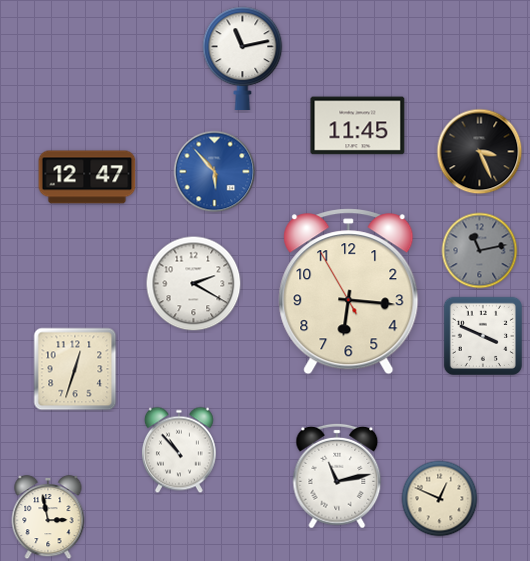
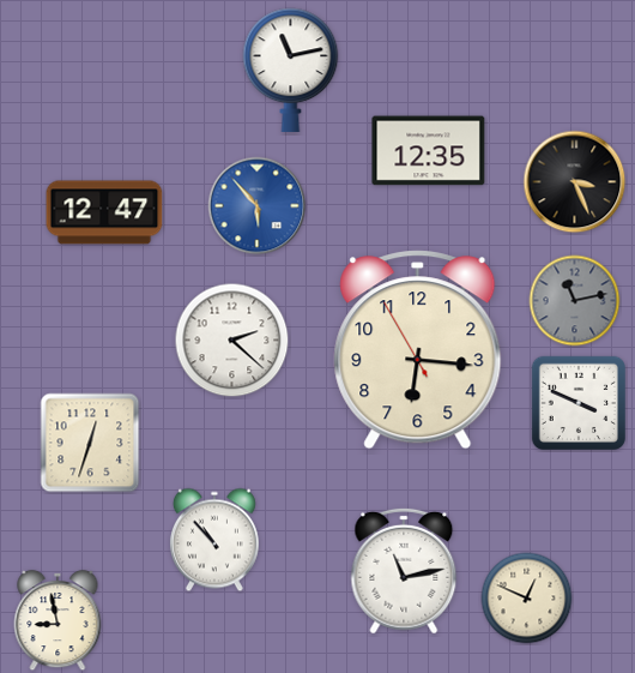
clock at (358, 126): 11:45 -> 12:35
clock at (194, 284): 2:20 -> 2:22
clock at (48, 517): 2:58 -> 8:58
